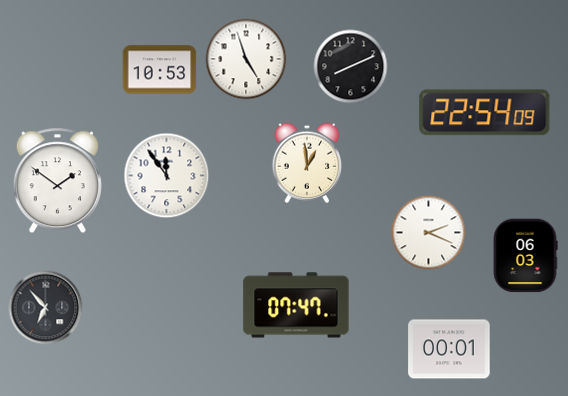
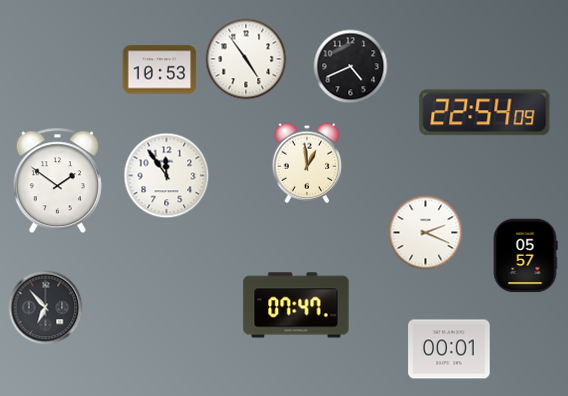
clock at (246, 59): 4:57 -> 4:54
clock at (351, 67): 8:11 -> 4:41
clock at (429, 233) position: (429, 233) -> (426, 233)
clock at (525, 256): 06:03 -> 05:57
